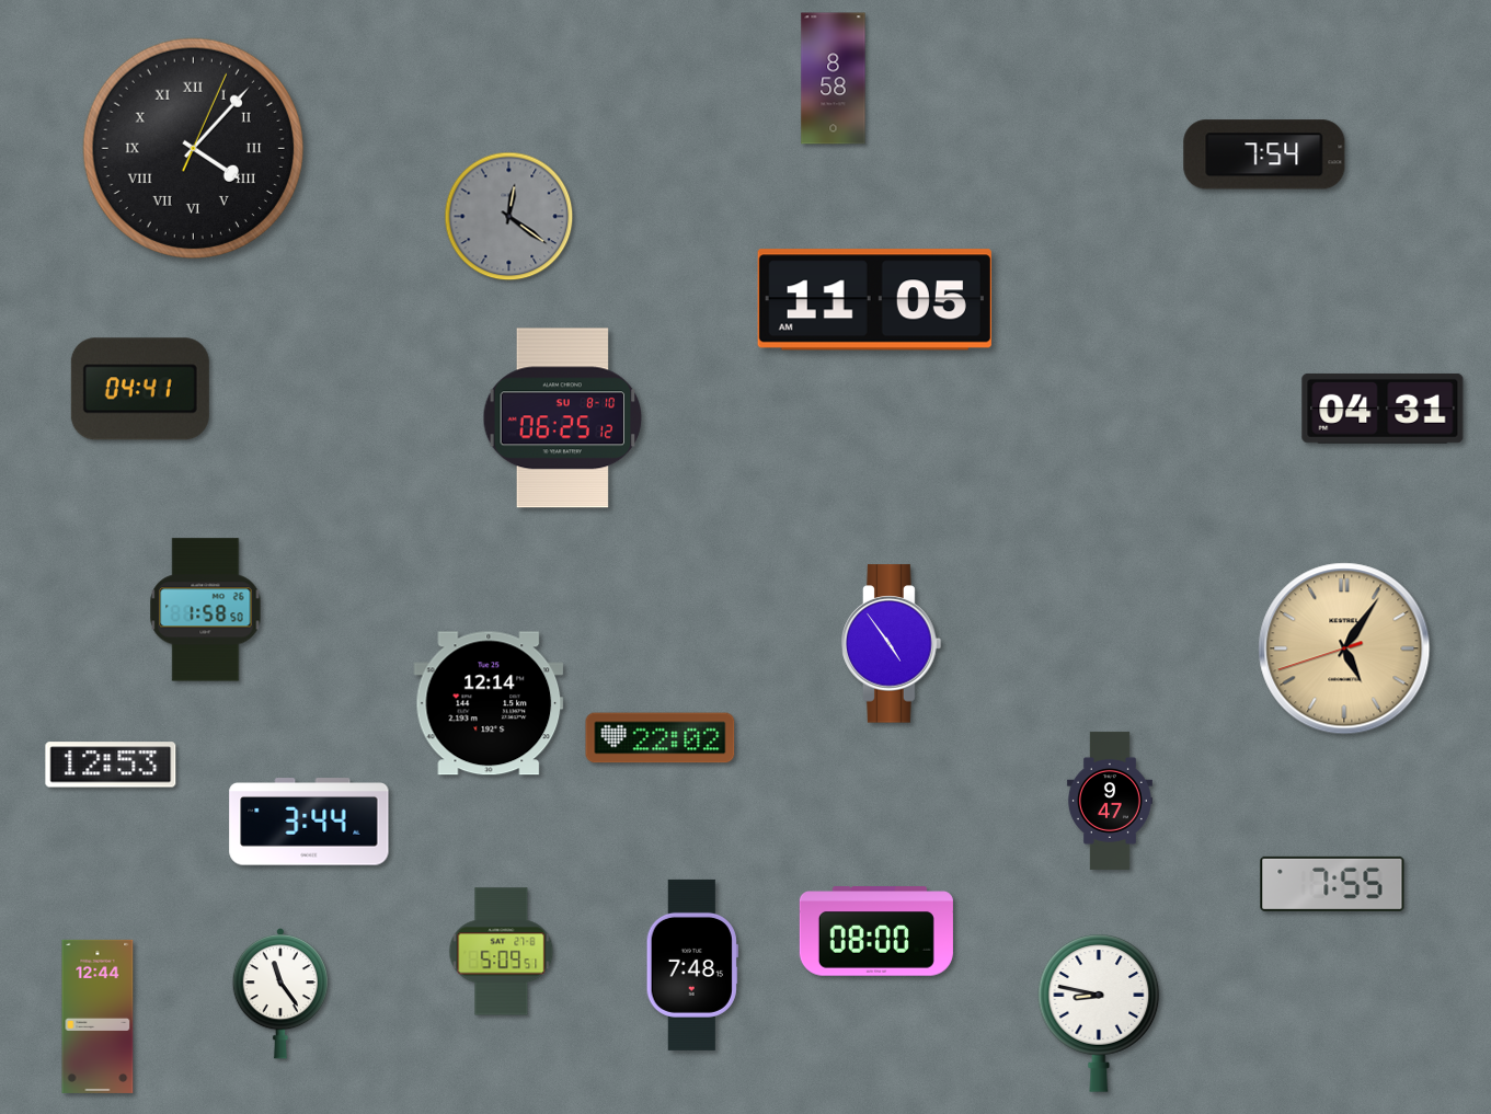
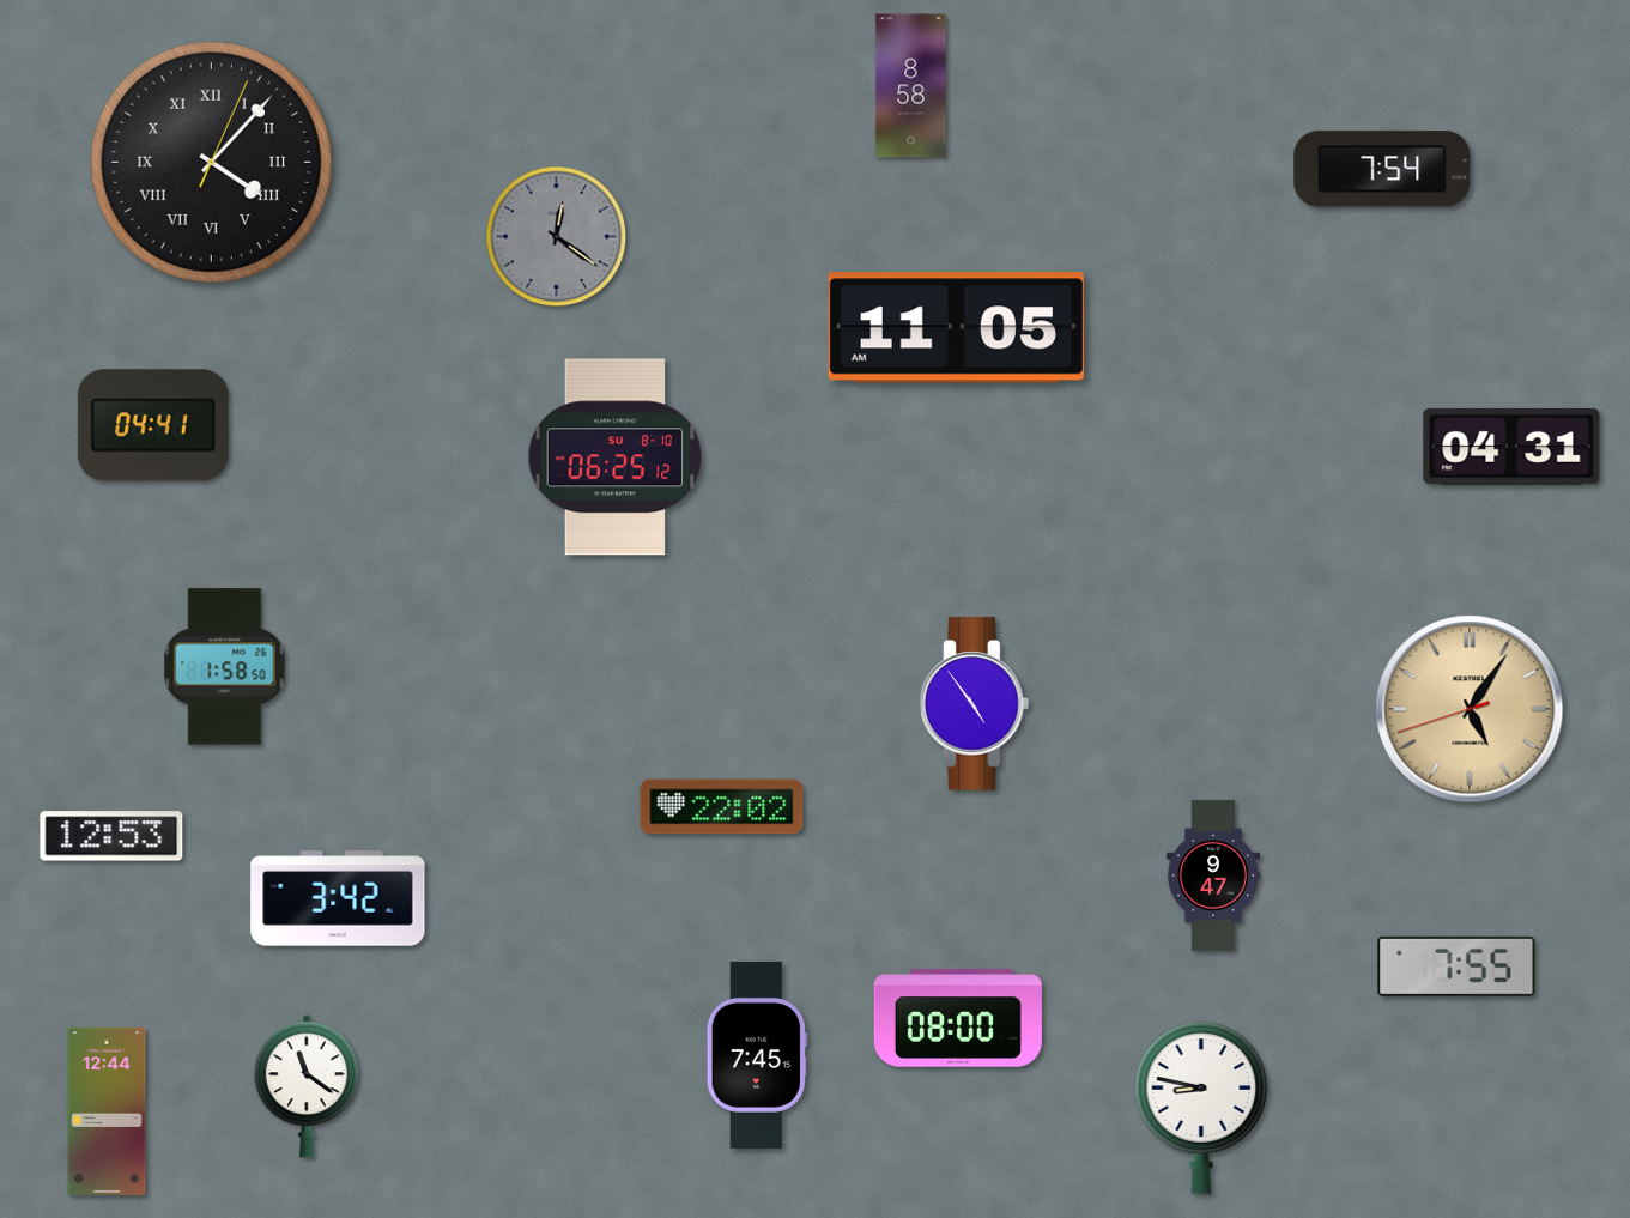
clock at (489, 703): 12:14 -> none
clock at (111, 765) position: (111, 765) -> (111, 836)
clock at (309, 822): 3:44 -> 3:42
clock at (502, 952): 5:09 -> none
clock at (692, 965): 7:48 -> 7:45
clock at (280, 995): 11:24 -> 11:21
